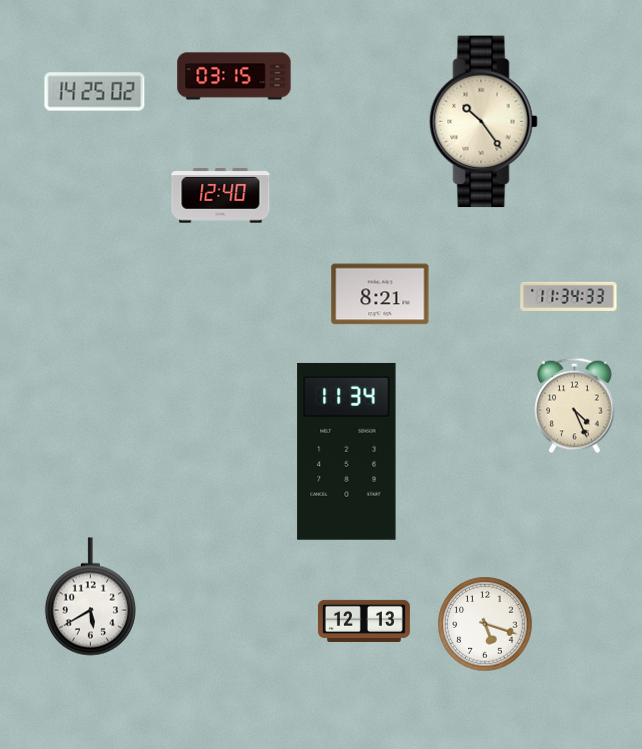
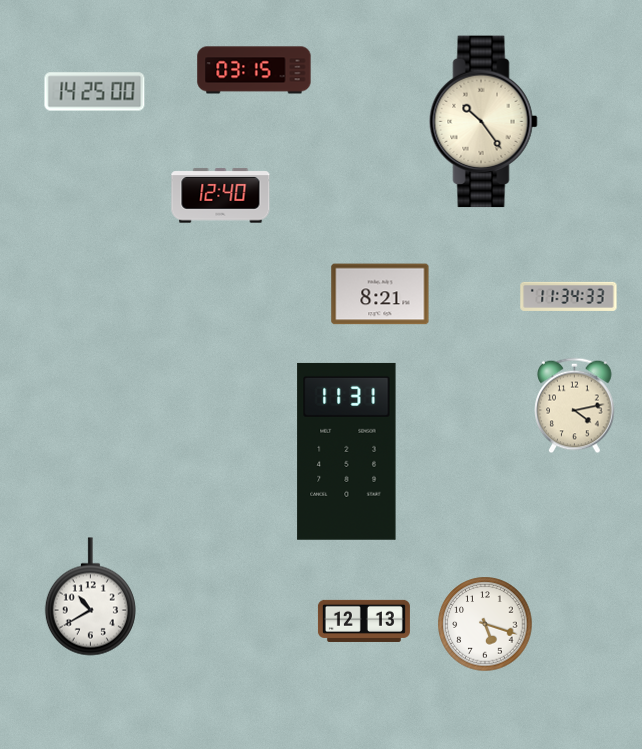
clock at (234, 76) position: (234, 76) -> (254, 70)
clock at (95, 92): 14:25:02 -> 14:25:00
clock at (575, 406): 4:26 -> 4:13
clock at (347, 451): 11:34 -> 11:31
clock at (90, 597): 5:40 -> 10:40
